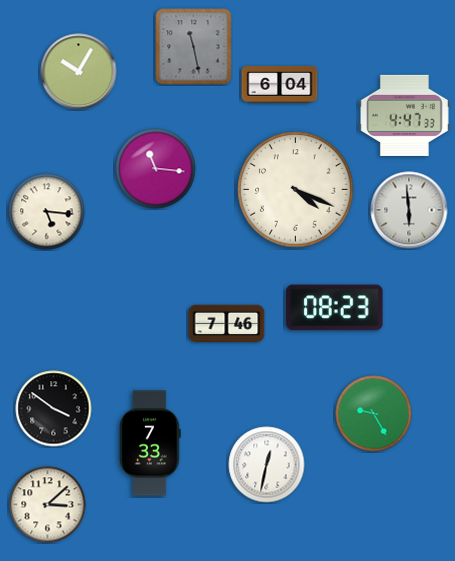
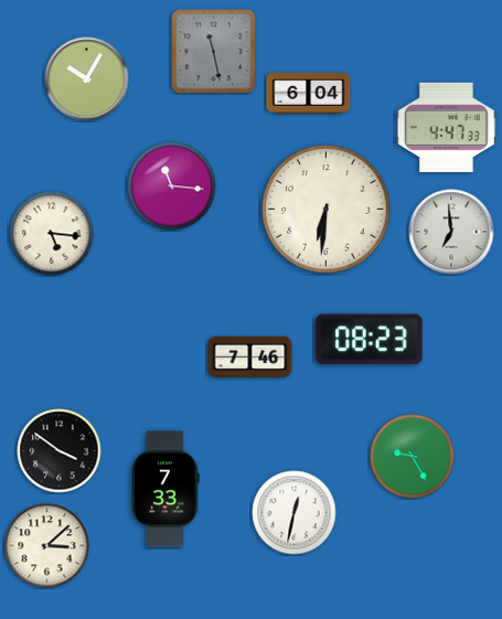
clock at (296, 190): 4:19 -> 6:31
clock at (409, 210): 5:59 -> 6:59
clock at (48, 505) position: (48, 505) -> (47, 546)
